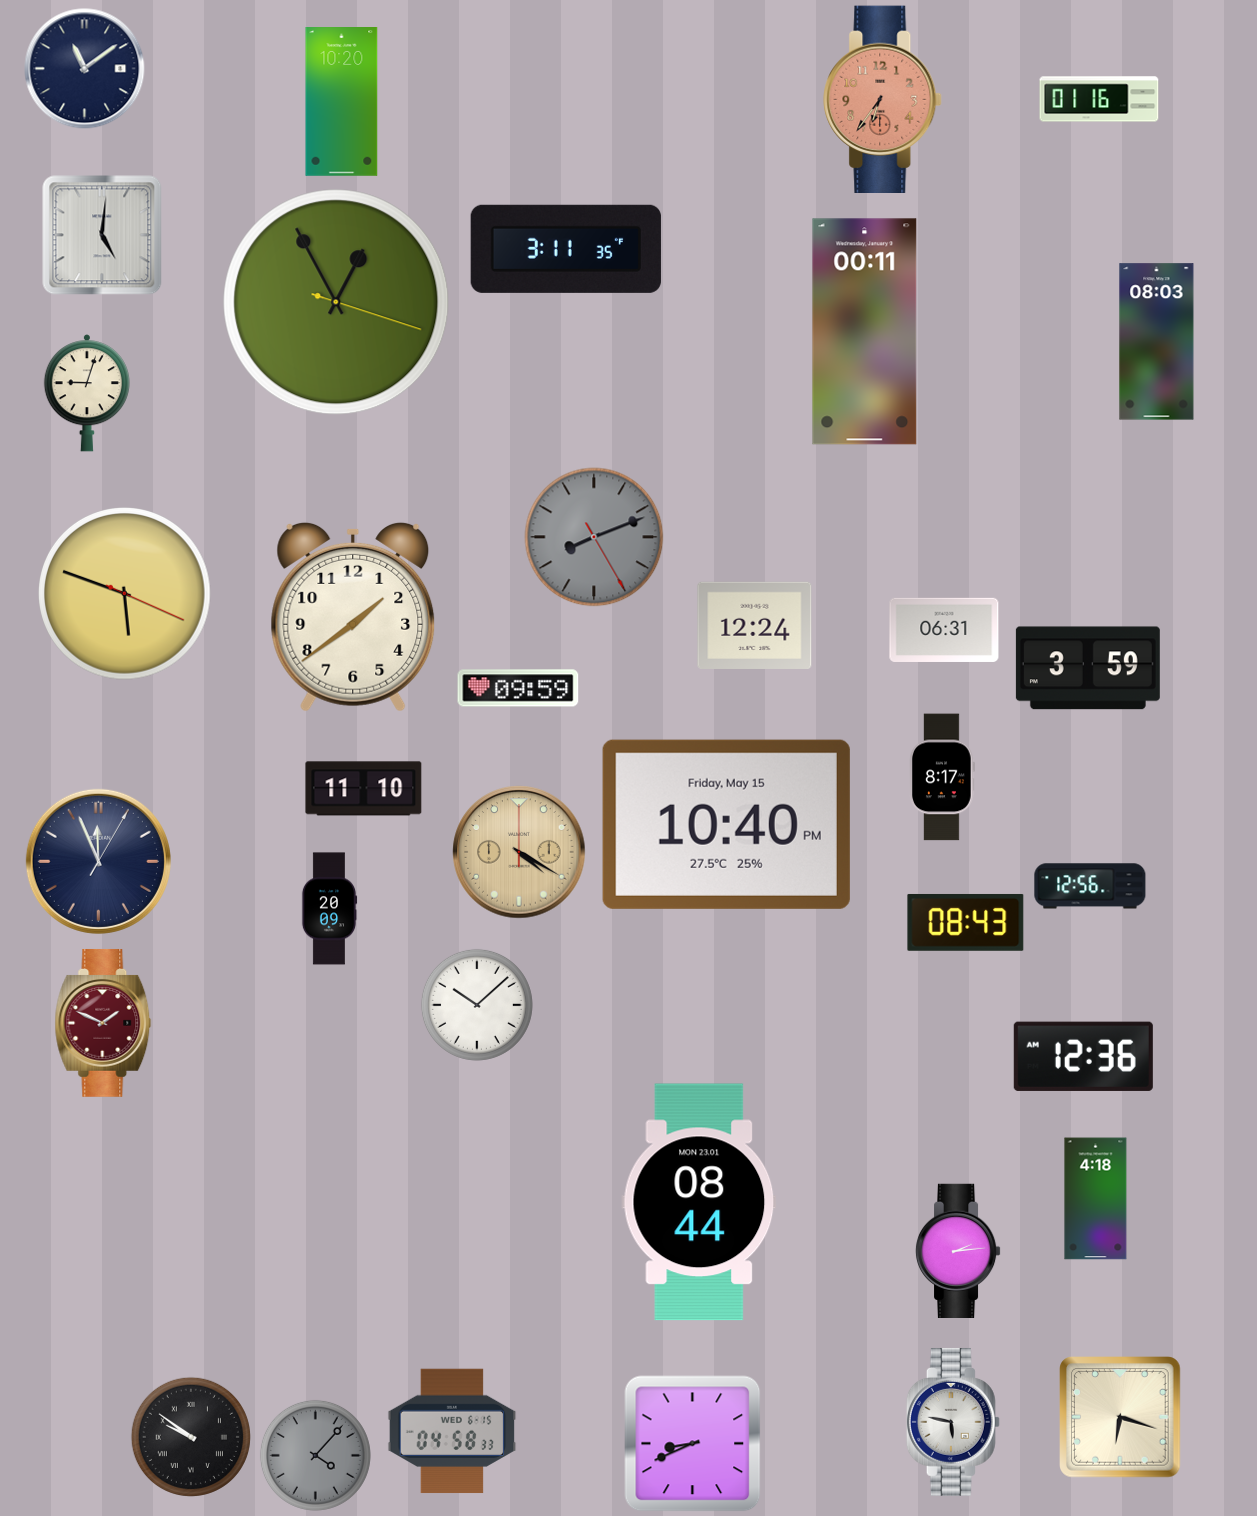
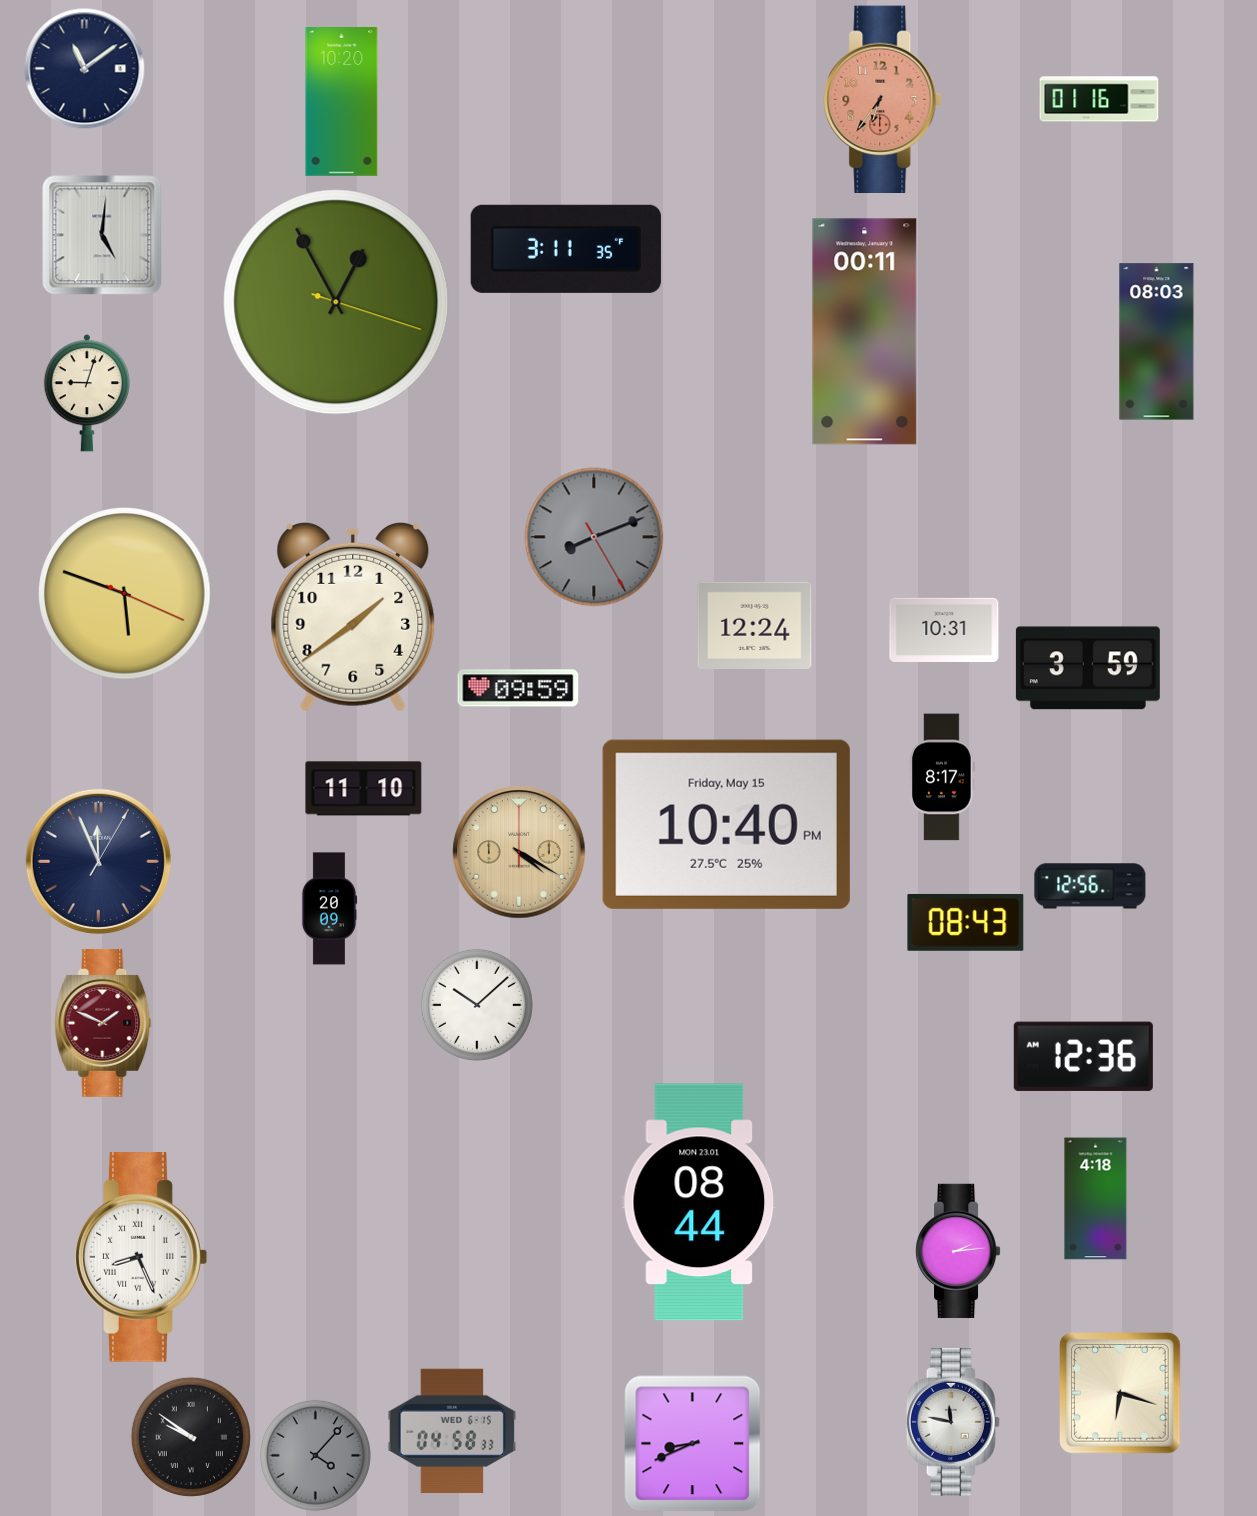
clock at (944, 630): 06:31 -> 10:31
clock at (141, 1258): none -> 8:26
clock at (1120, 1417) position: (1120, 1417) -> (1120, 1393)
clock at (953, 1422): 5:47 -> 11:47
